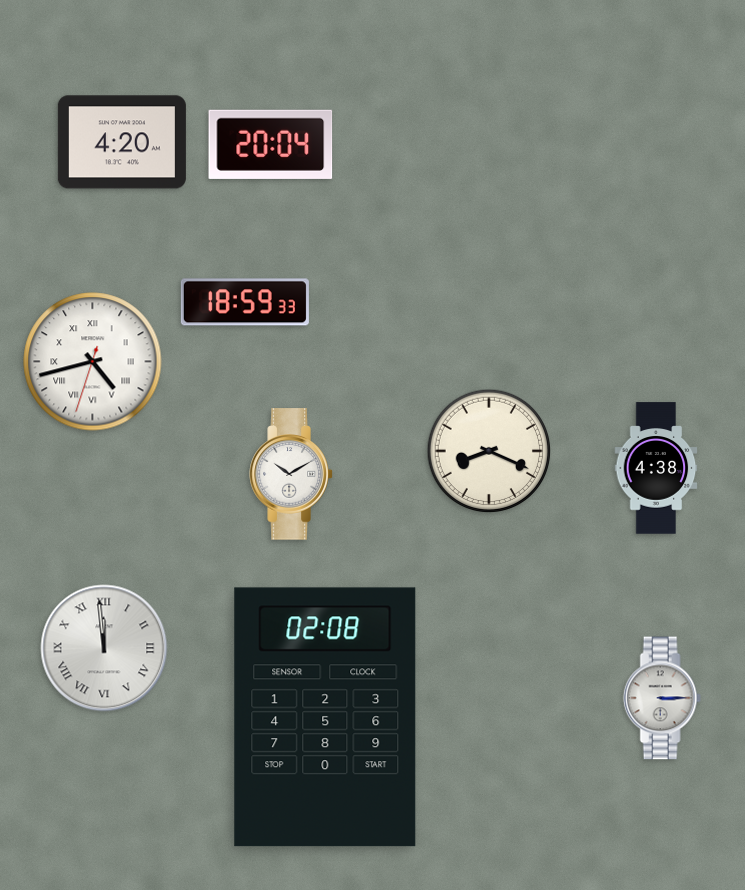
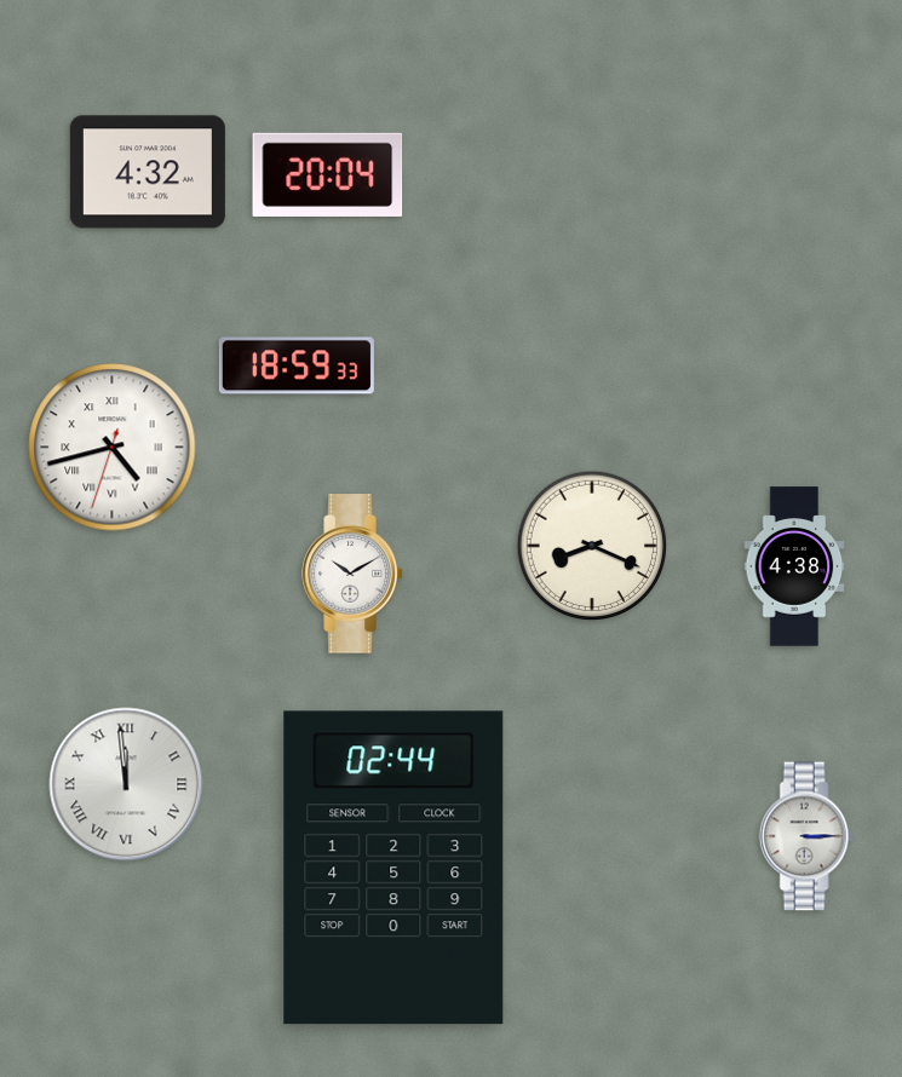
clock at (122, 142): 4:20 -> 4:32
clock at (93, 362) position: (93, 362) -> (113, 448)
clock at (662, 698) position: (662, 698) -> (806, 836)
clock at (325, 717): 02:08 -> 02:44
